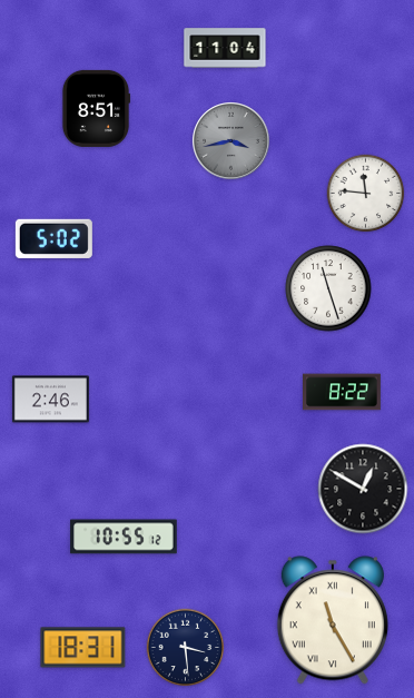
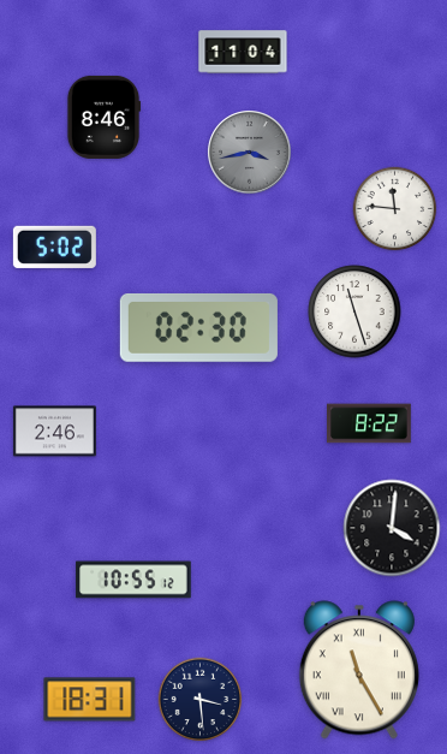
clock at (96, 108): 8:51 -> 8:46
clock at (53, 238) position: (53, 238) -> (54, 247)
clock at (198, 327): none -> 02:30
clock at (363, 489): 12:50 -> 4:01
